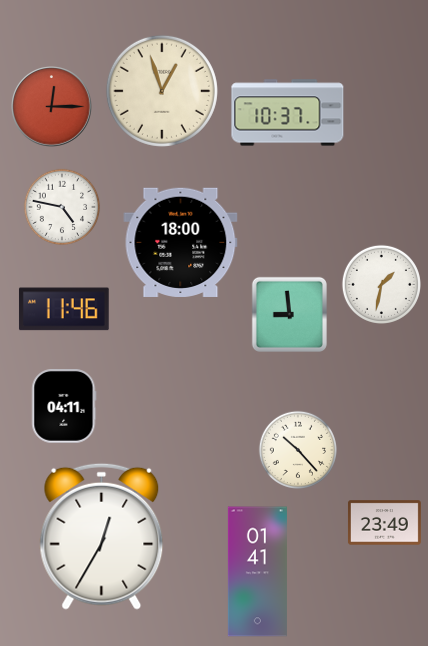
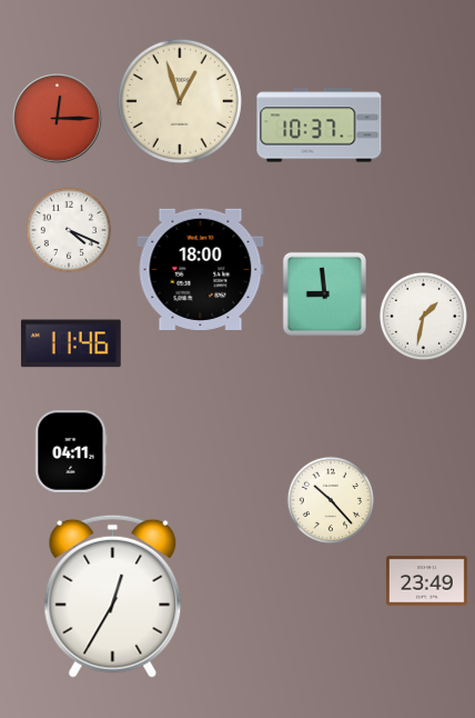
clock at (62, 207): 4:47 -> 4:19
clock at (289, 314) position: (289, 314) -> (324, 293)
clock at (257, 572): 01:41 -> none
